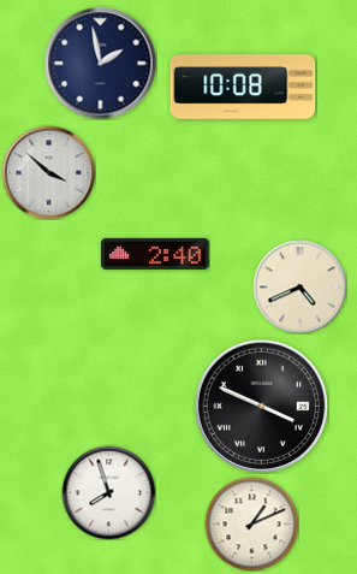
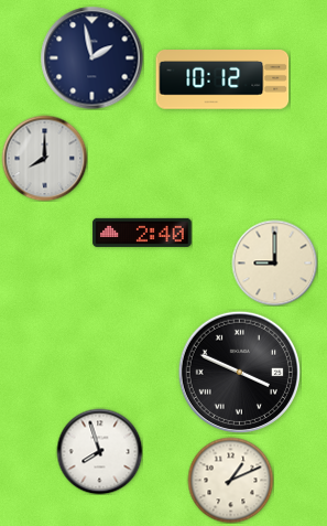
clock at (243, 88): 10:08 -> 10:12
clock at (48, 172): 3:52 -> 8:00
clock at (299, 286): 4:41 -> 9:00
